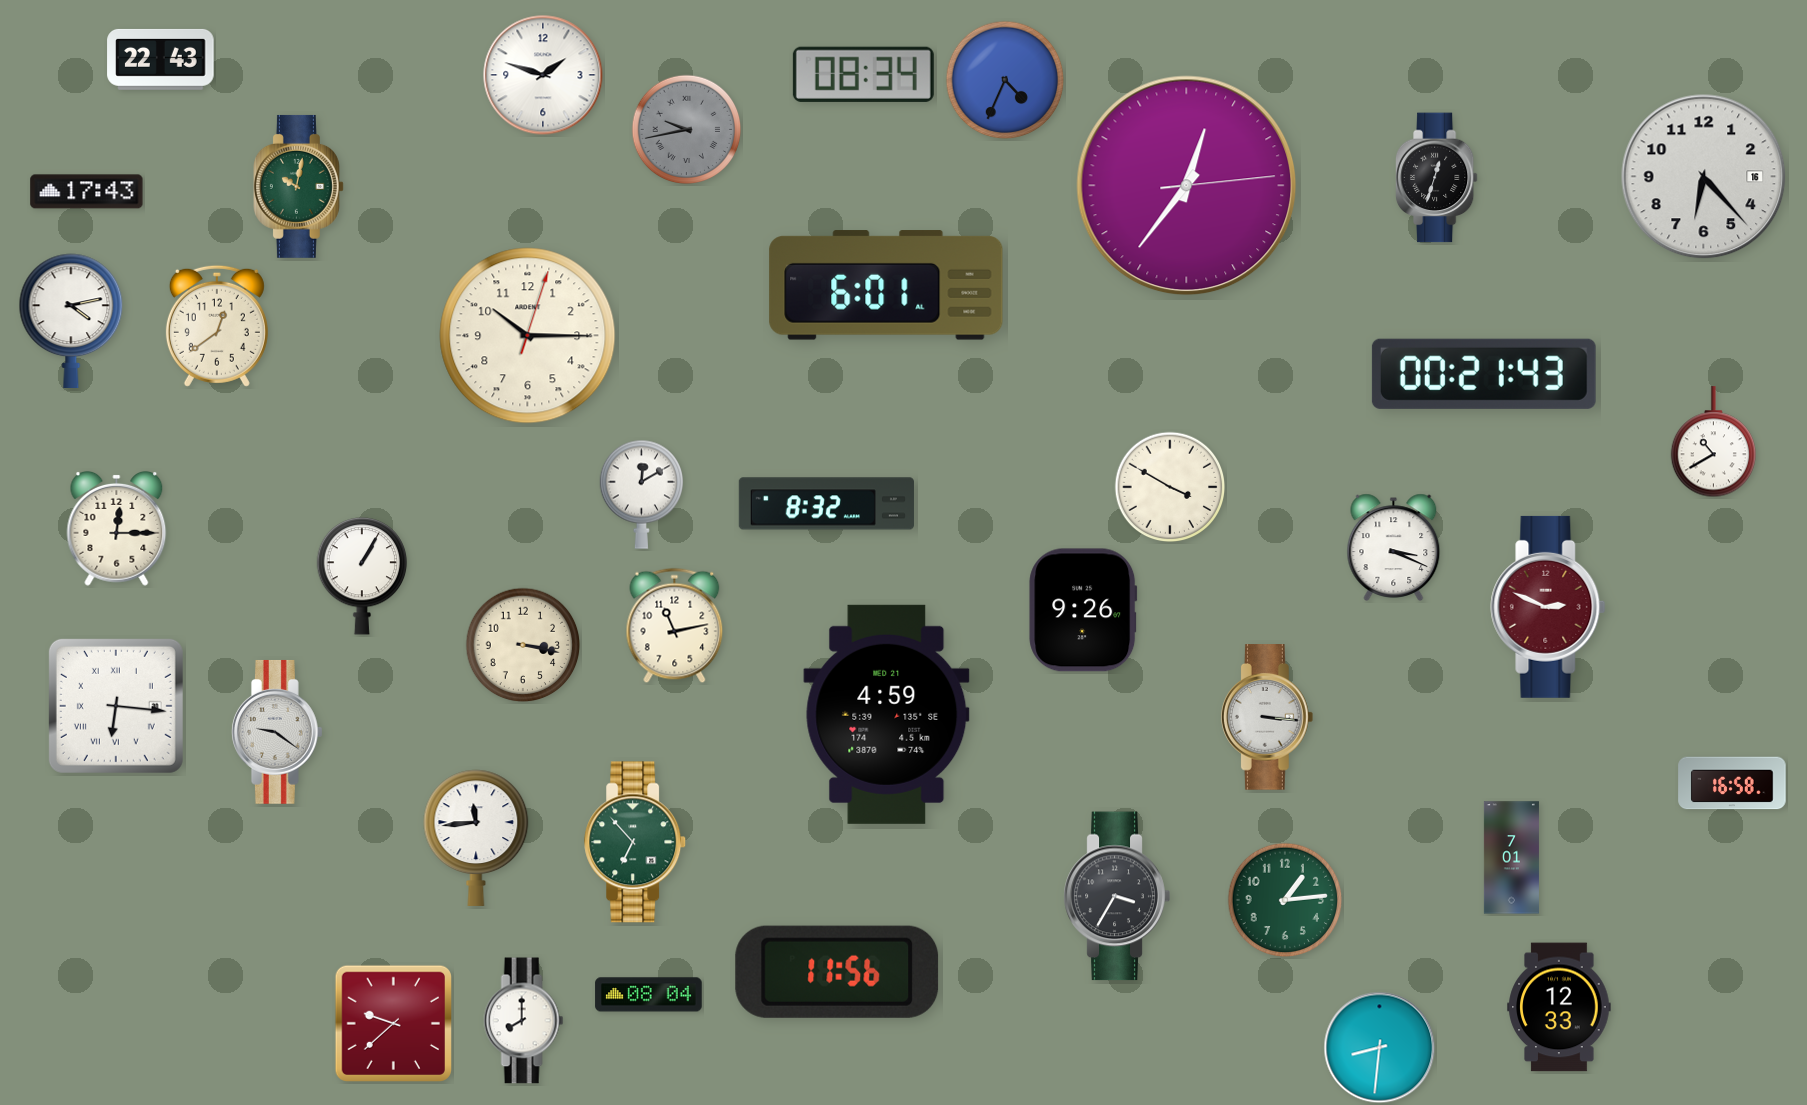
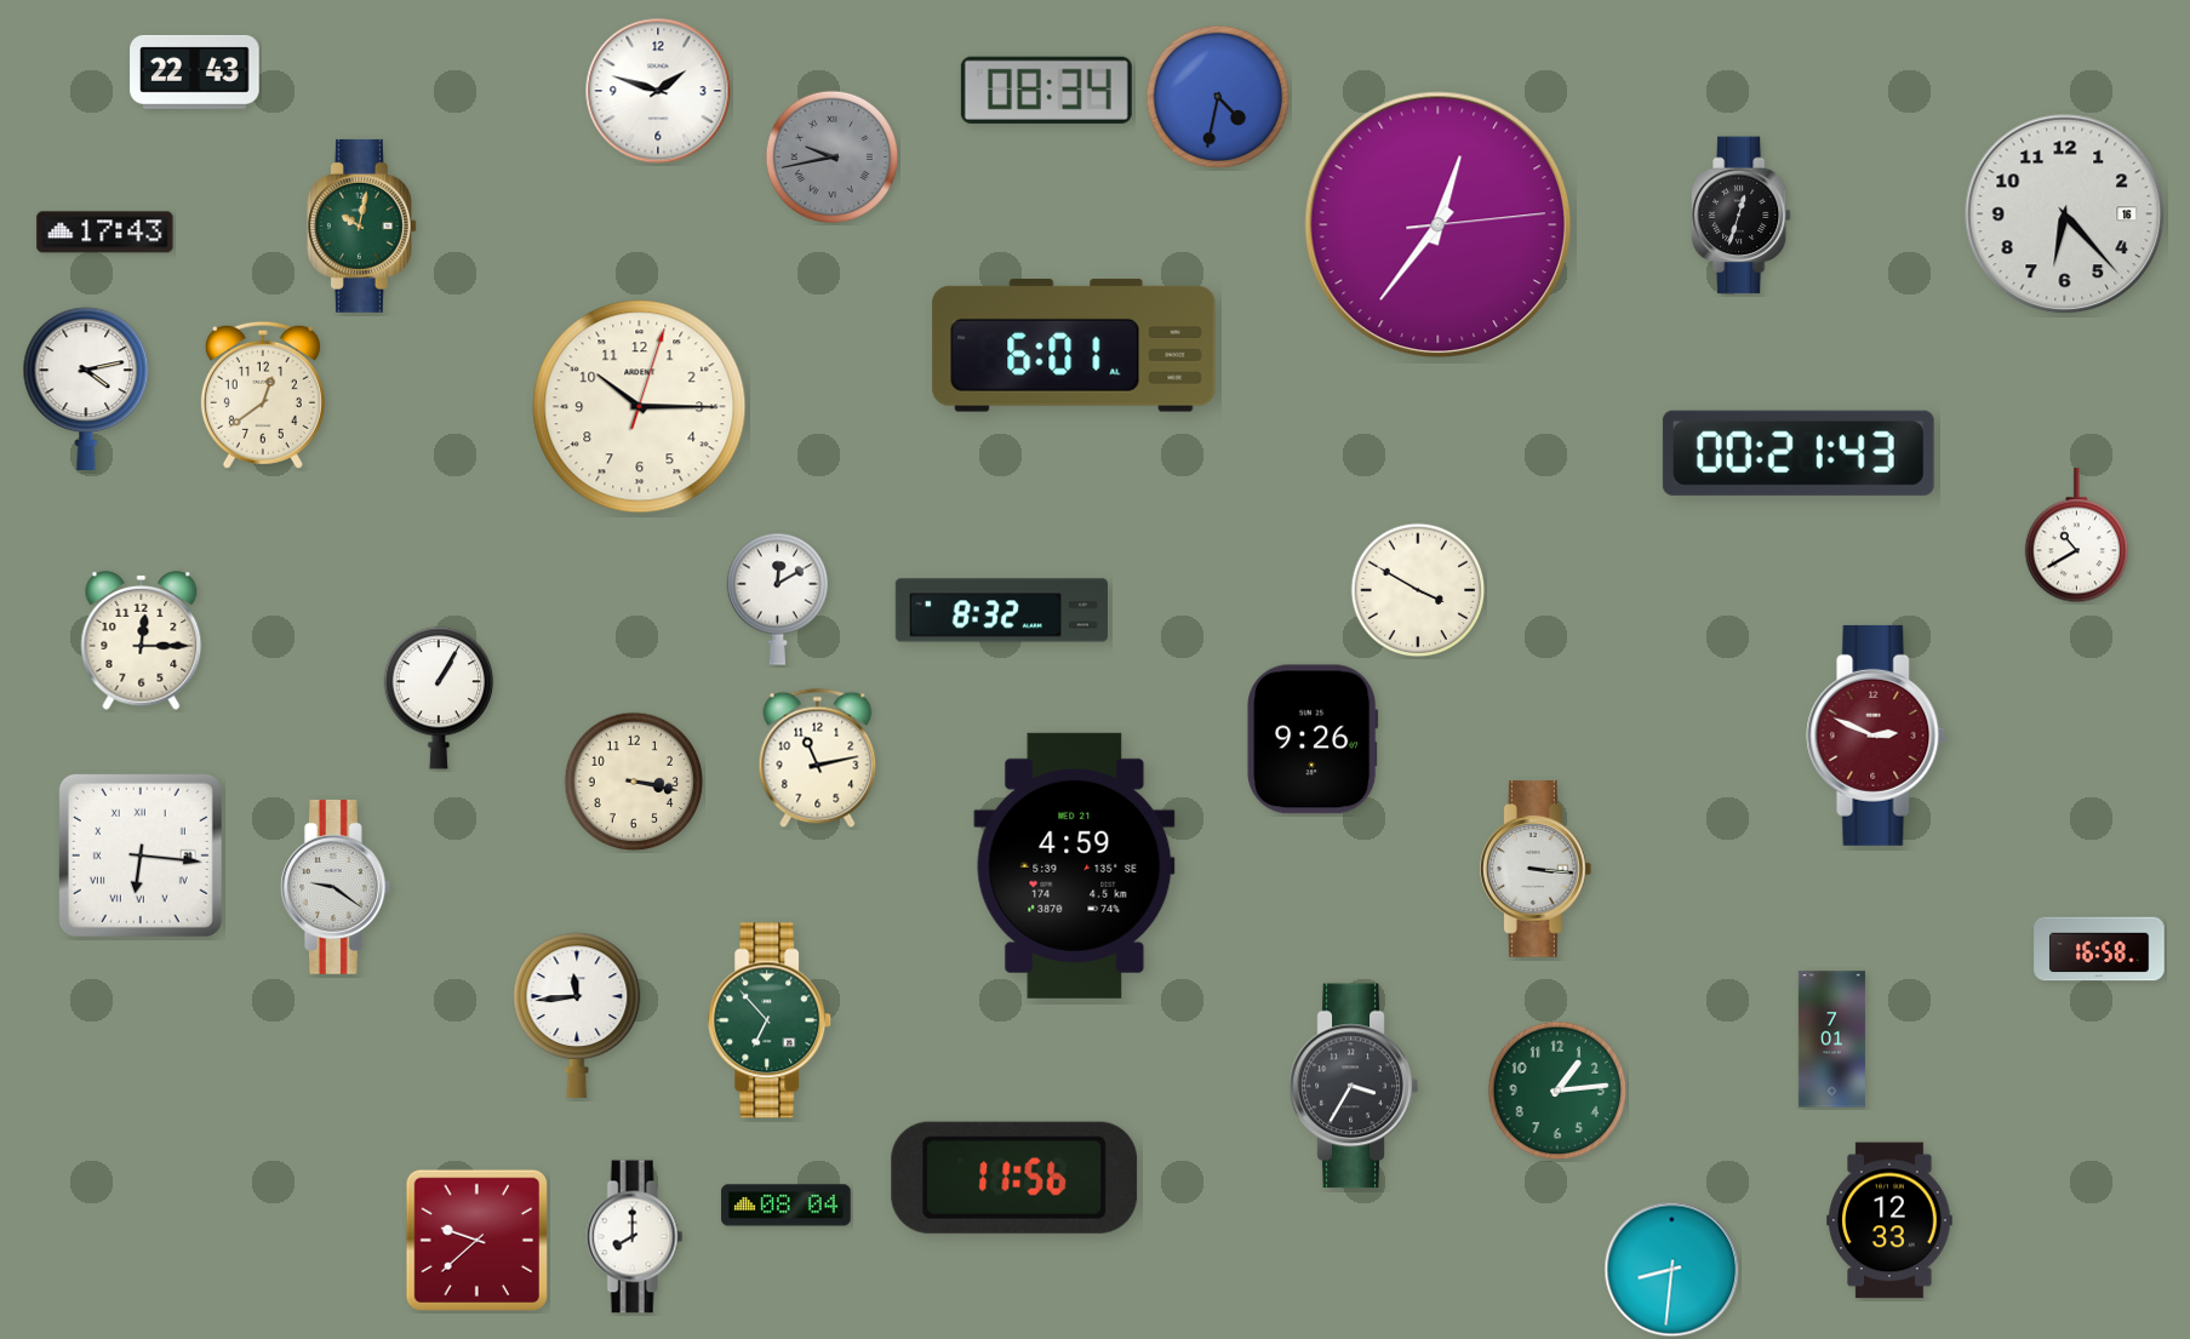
clock at (1005, 80): 4:34 -> 4:32
clock at (1394, 547): 3:19 -> none
